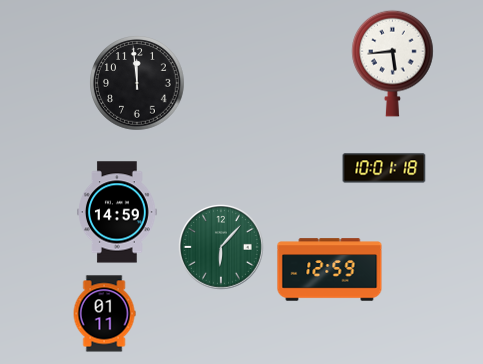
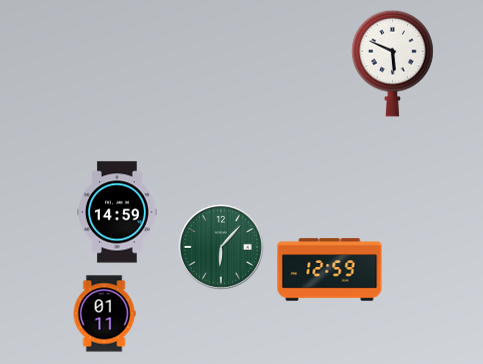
clock at (393, 63): 5:44 -> 5:49
clock at (137, 83): 11:59 -> none
clock at (384, 168): 10:01 -> none
